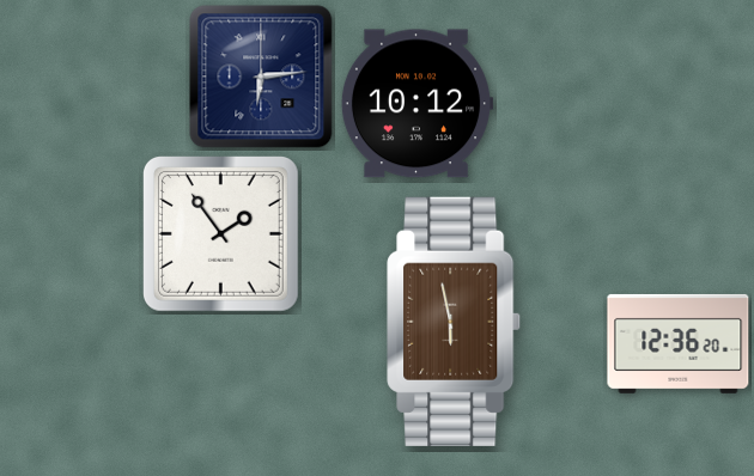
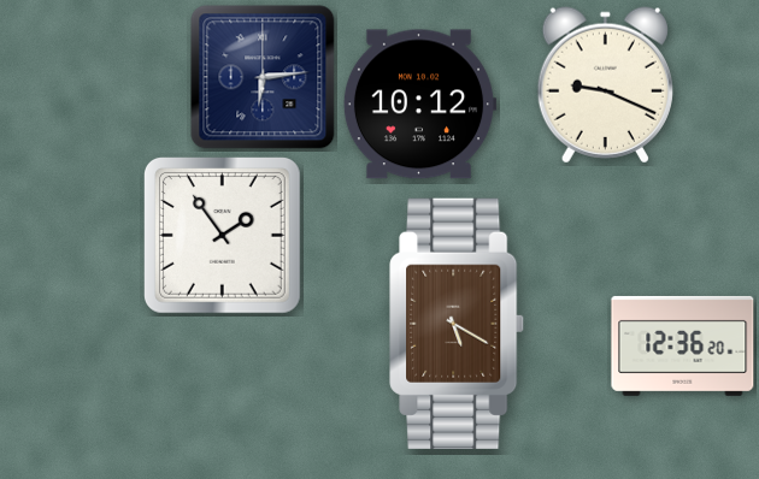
clock at (605, 85): none -> 9:19
clock at (455, 322): 5:58 -> 5:20
